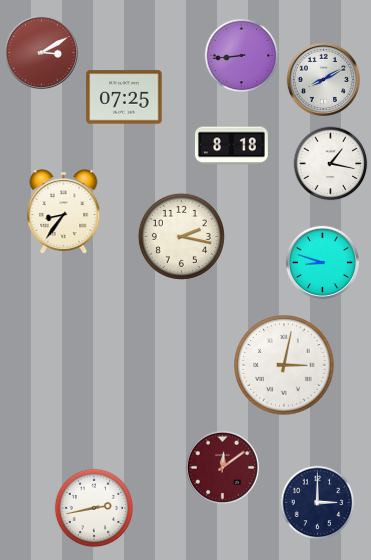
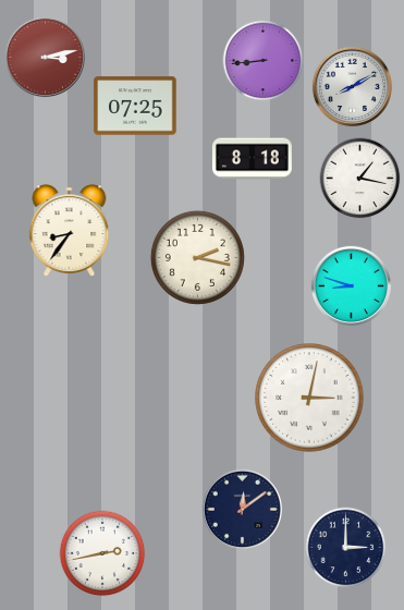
clock at (41, 52): 3:10 -> 3:13
clock at (222, 467) dial: burgundy -> navy
